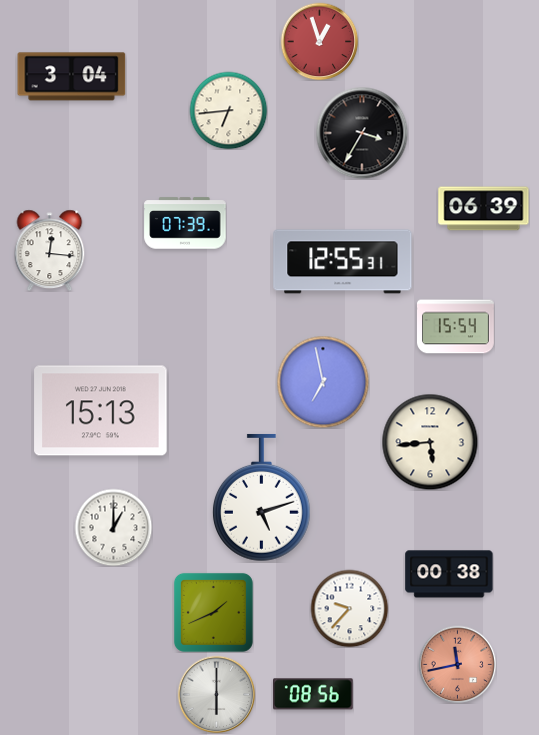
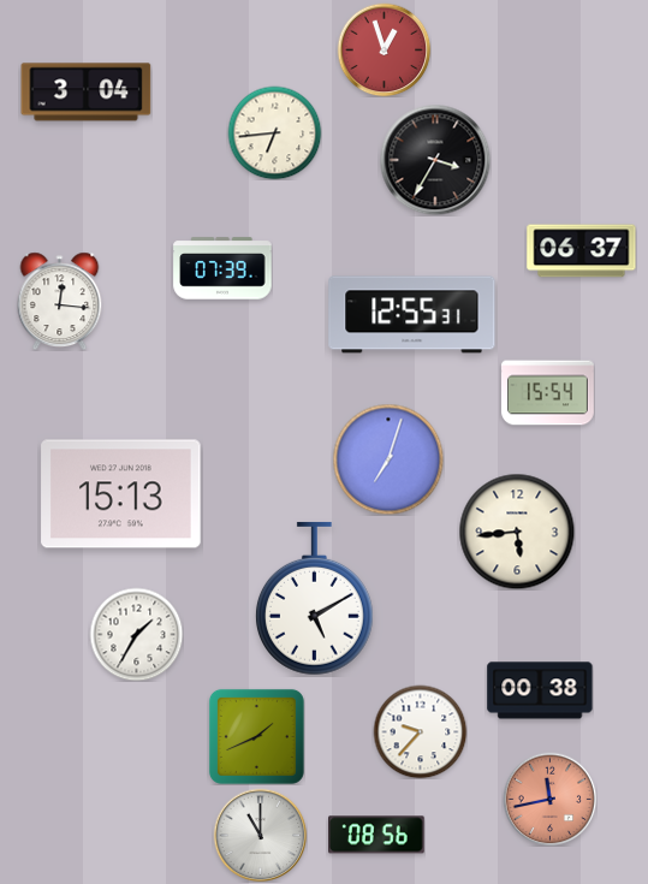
clock at (484, 209): 06:39 -> 06:37
clock at (323, 382): 6:58 -> 7:03
clock at (261, 498): 5:12 -> 5:10
clock at (113, 527): 1:00 -> 1:35
clock at (216, 694): 6:00 -> 11:00
